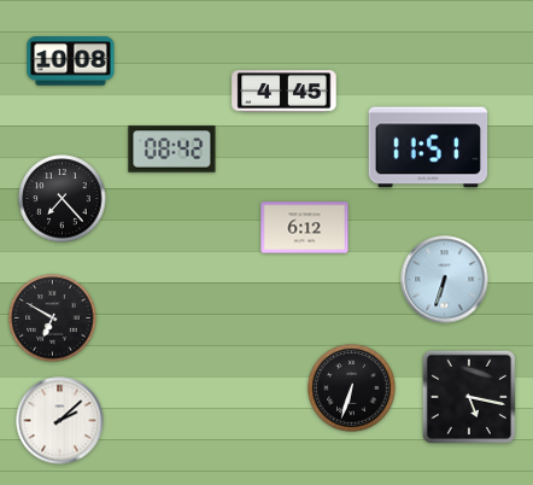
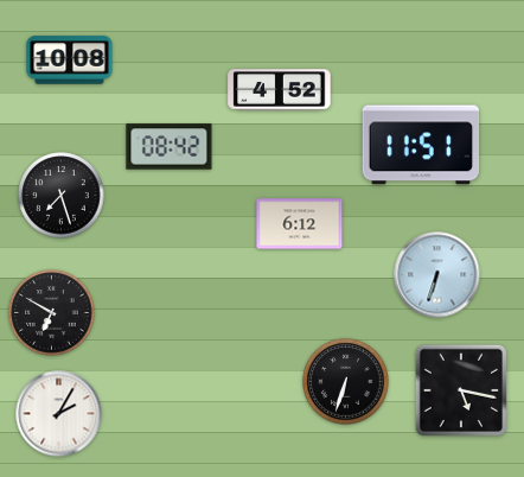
clock at (285, 92): 4:45 -> 4:52
clock at (63, 199): 7:23 -> 7:27
clock at (60, 421): 2:08 -> 2:05
